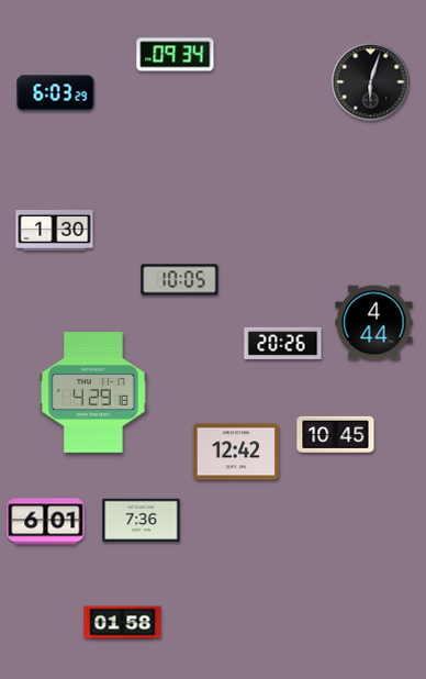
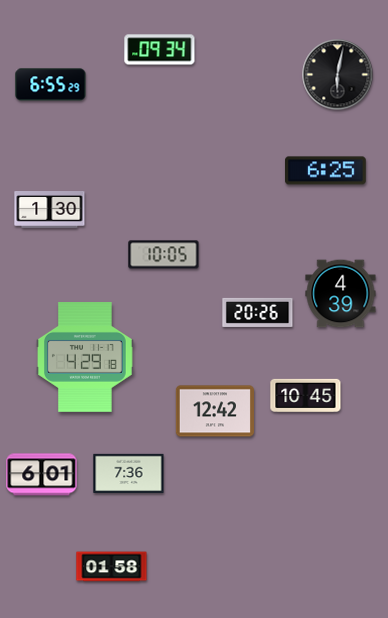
clock at (371, 82): 6:03 -> 6:02
clock at (56, 93): 6:03 -> 6:55
clock at (326, 171): none -> 6:25
clock at (374, 323): 4:44 -> 4:39
